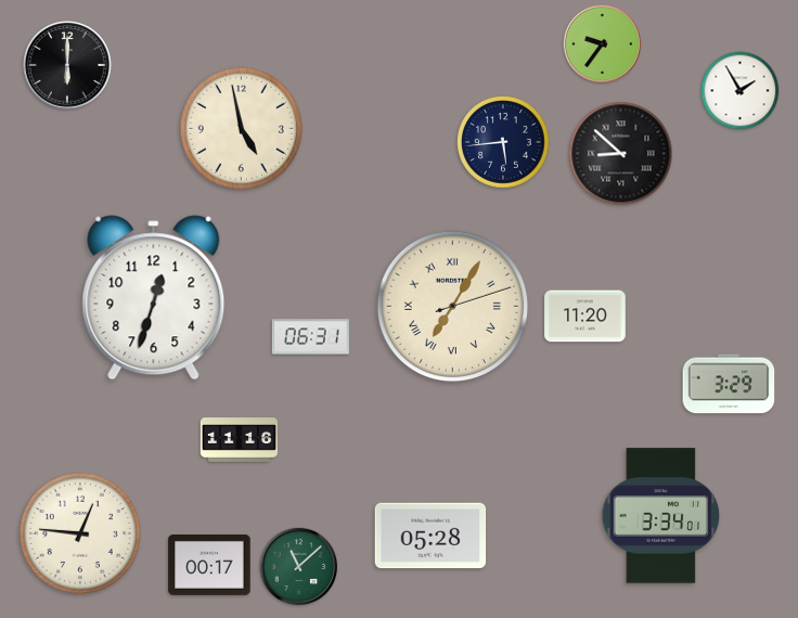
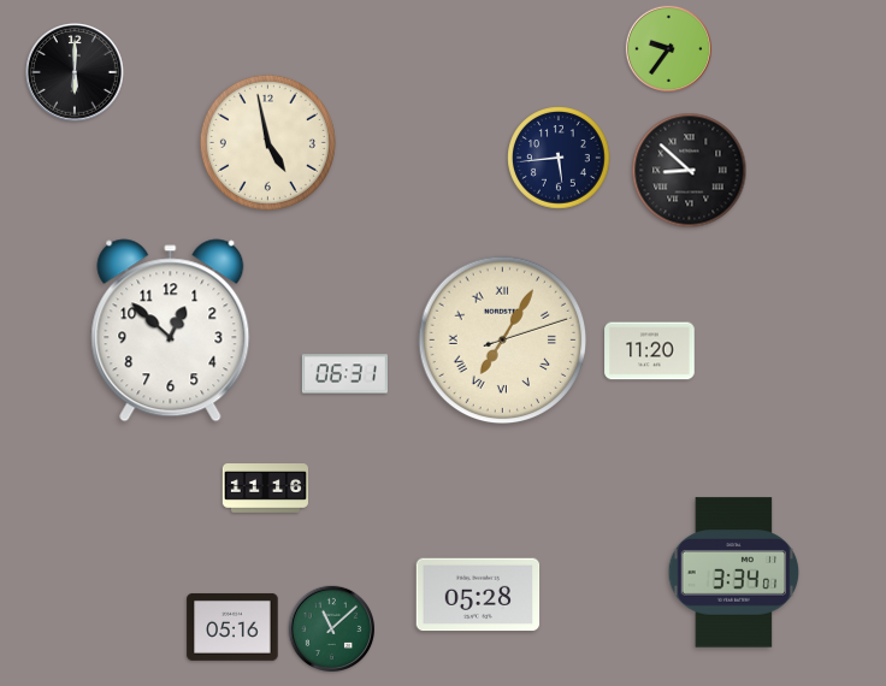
clock at (741, 91): 1:55 -> none
clock at (154, 298): 12:33 -> 12:52
clock at (729, 384): 3:29 -> none
clock at (80, 533): 12:46 -> none
clock at (209, 565): 00:17 -> 05:16
